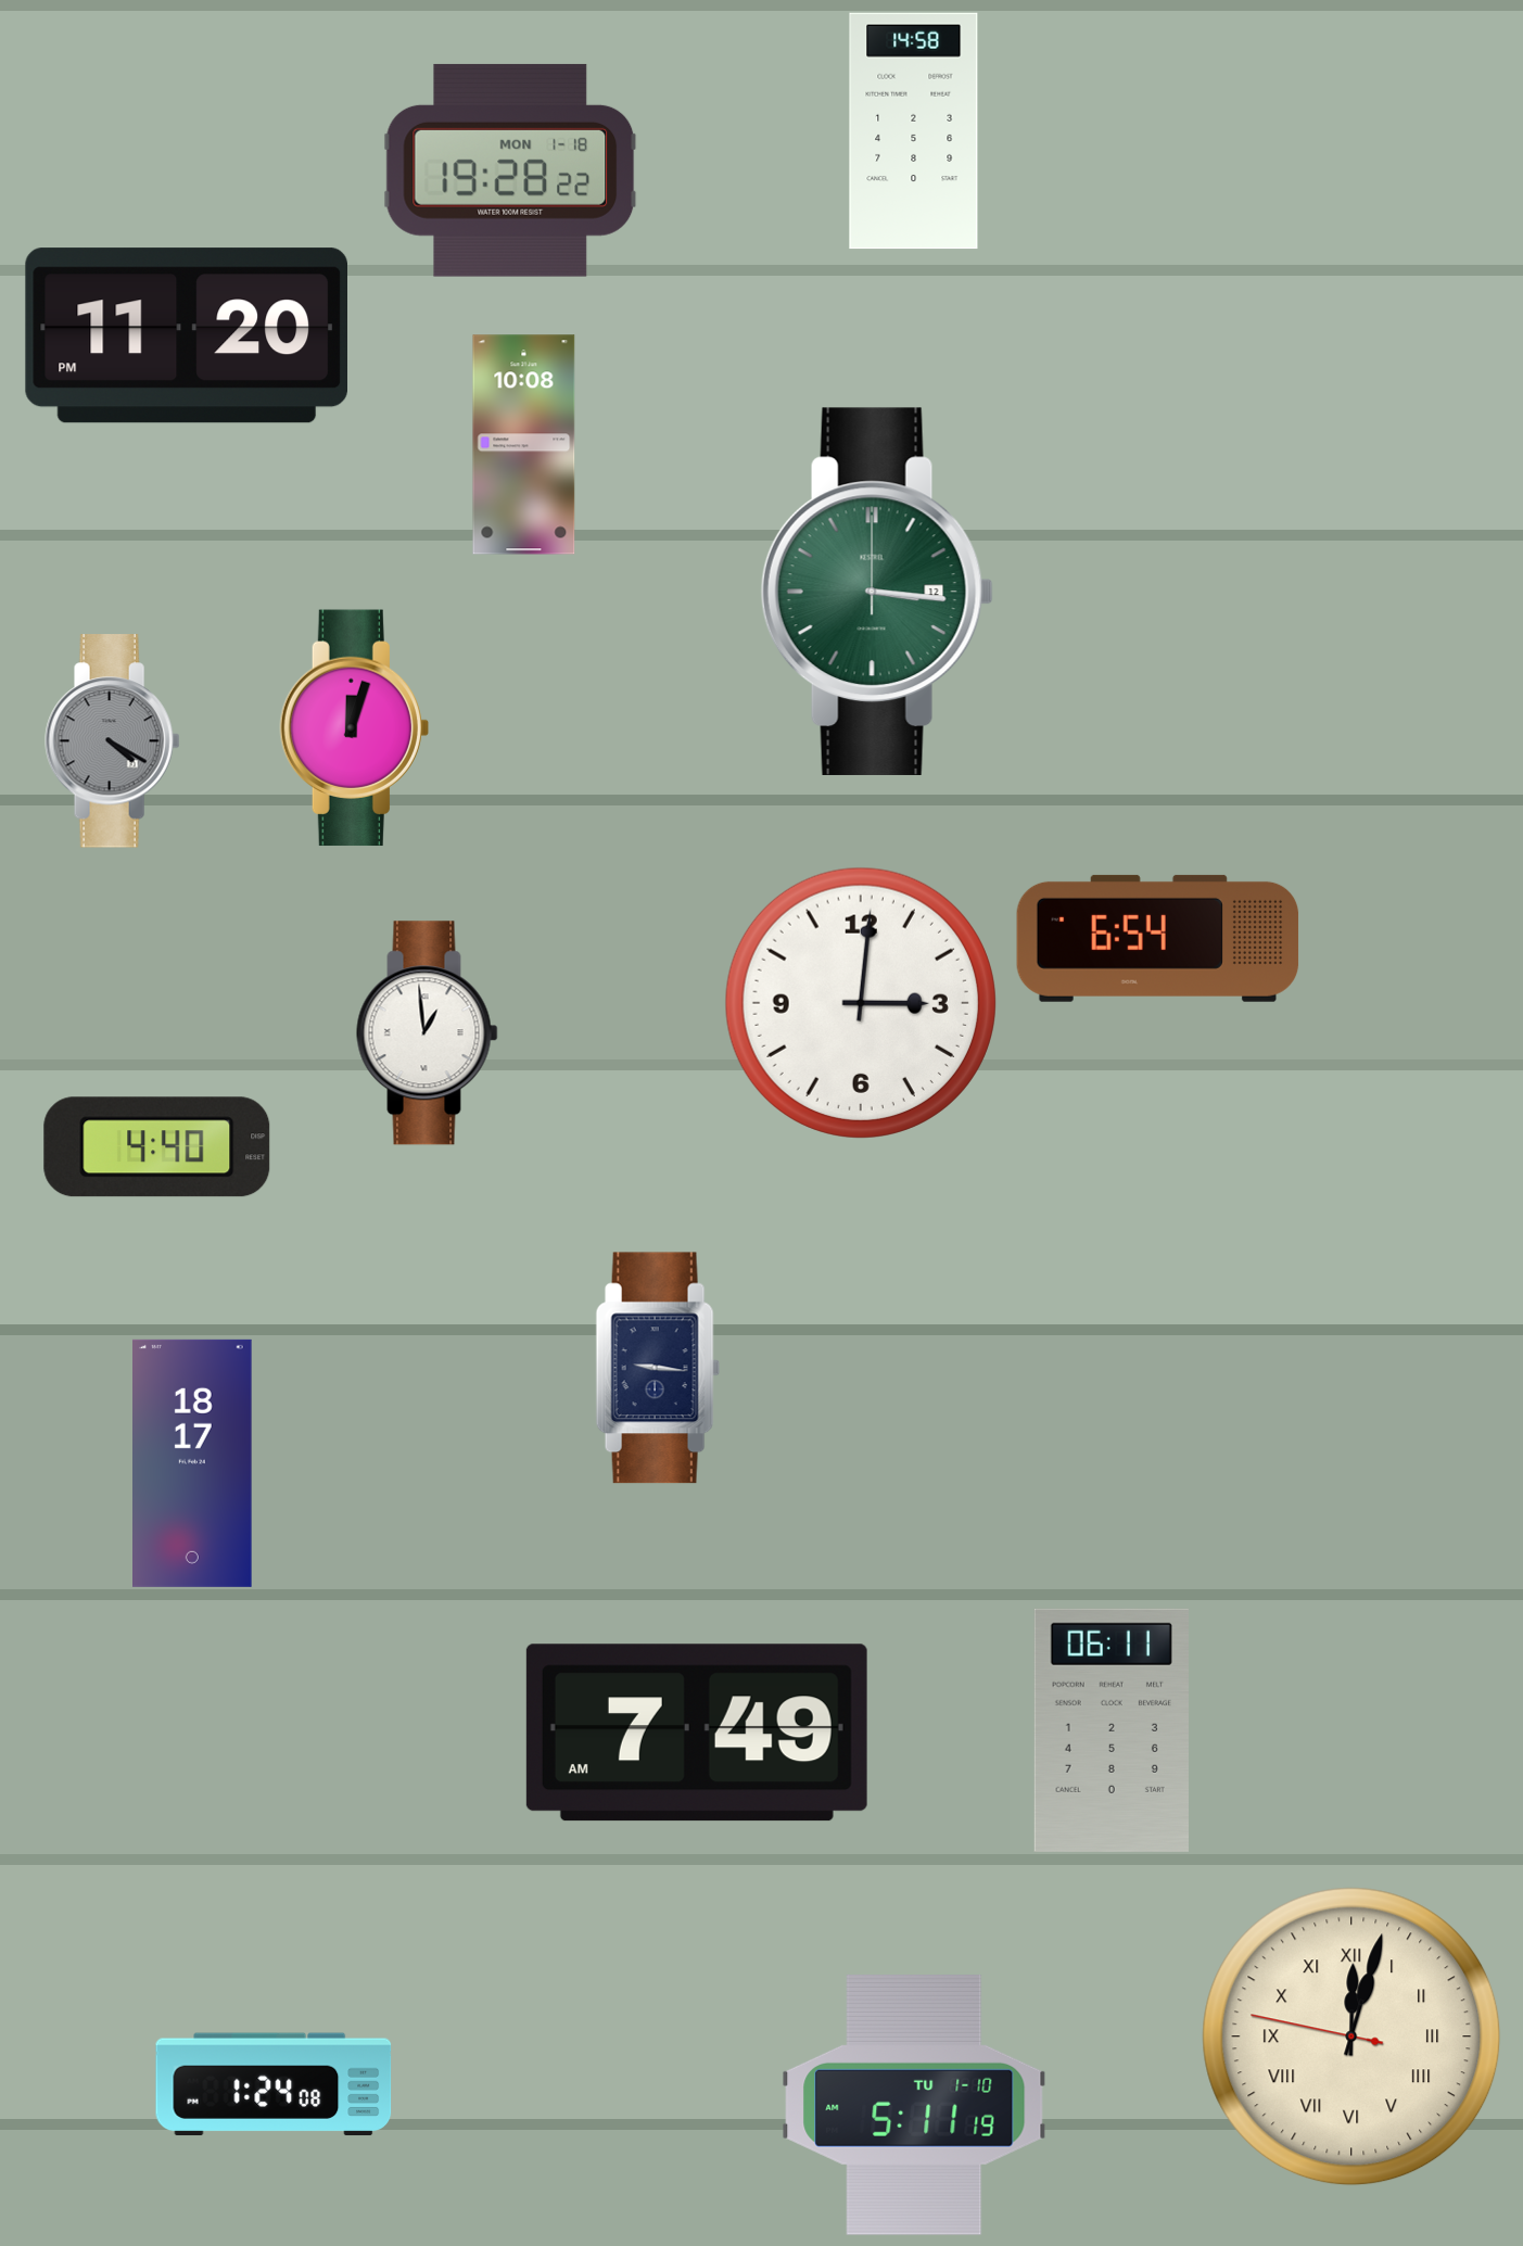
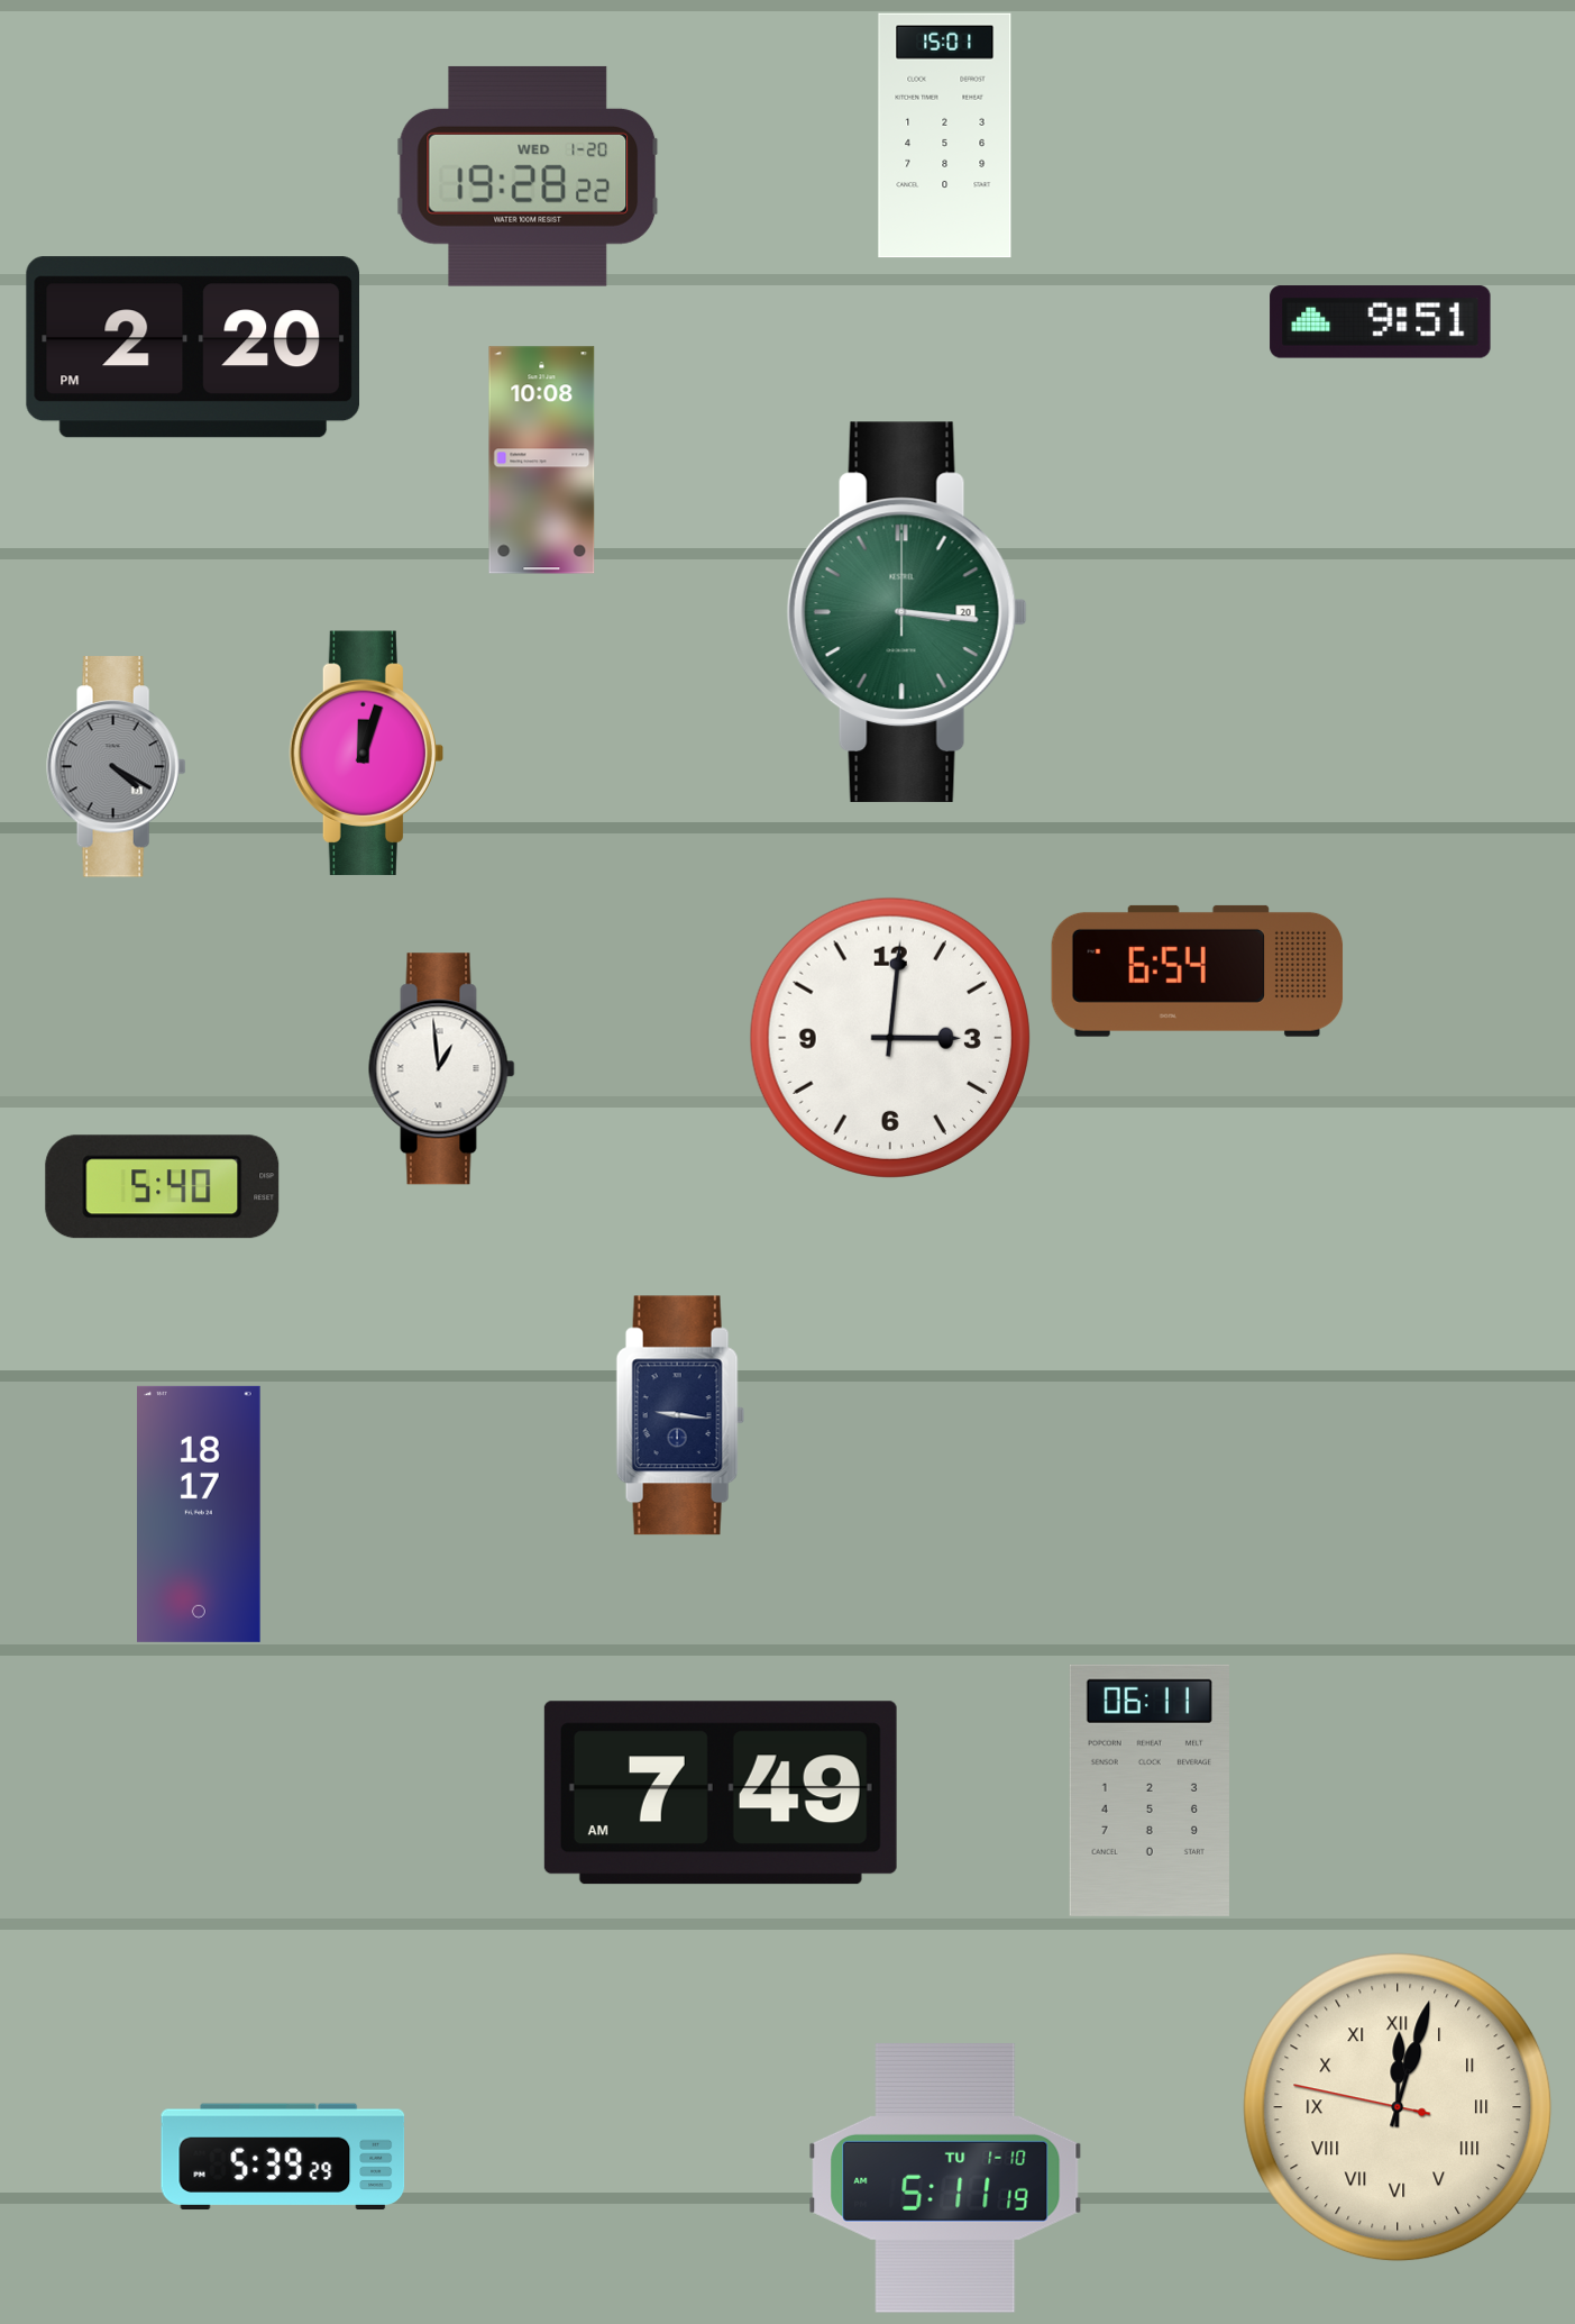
clock at (914, 131): 14:58 -> 15:01
clock at (510, 170) date: MON 1-18 -> WED 1-20
clock at (1381, 322): none -> 9:51
clock at (186, 335): 11:20 -> 2:20
clock at (877, 592) date: 12 -> 20
clock at (157, 1147): 4:40 -> 5:40
clock at (274, 2084): 1:24 -> 5:39
